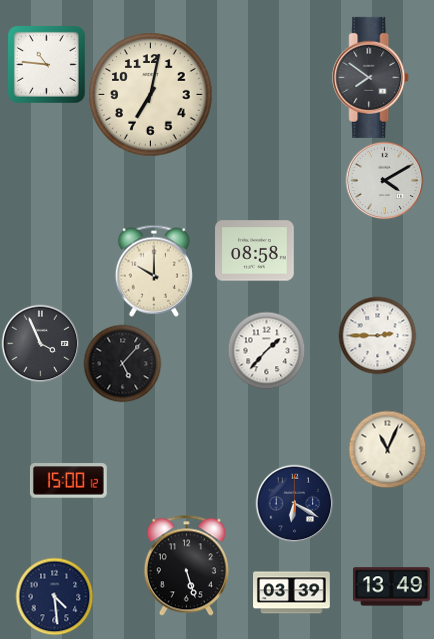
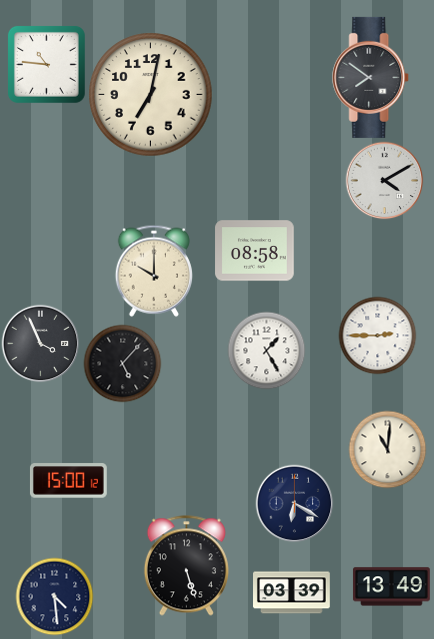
clock at (266, 350): 1:37 -> 1:25
clock at (387, 449): 11:04 -> 11:01
